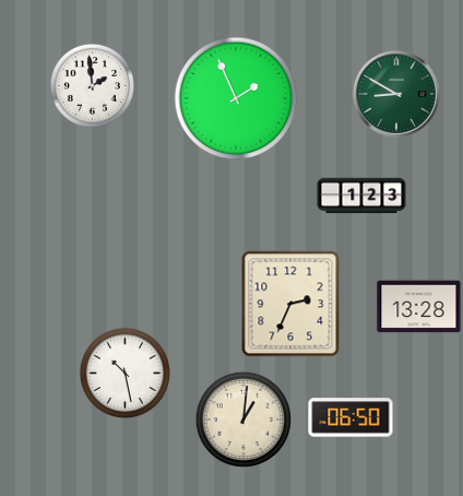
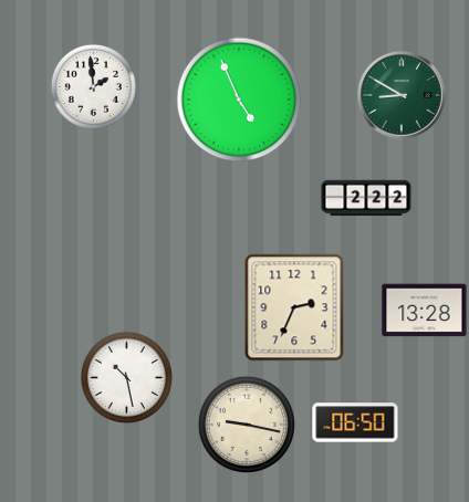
clock at (236, 98): 1:56 -> 4:56
clock at (361, 196): 1:23 -> 2:22
clock at (244, 420): 1:01 -> 9:17
